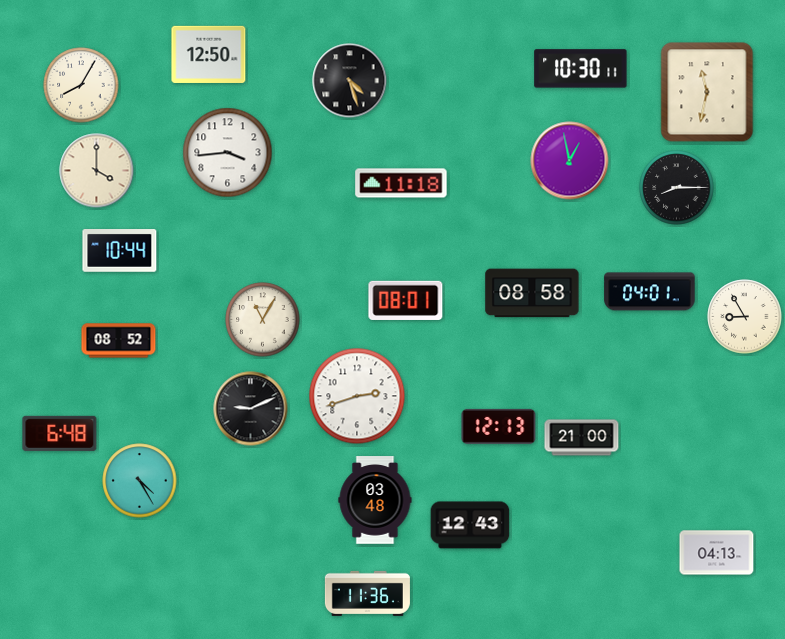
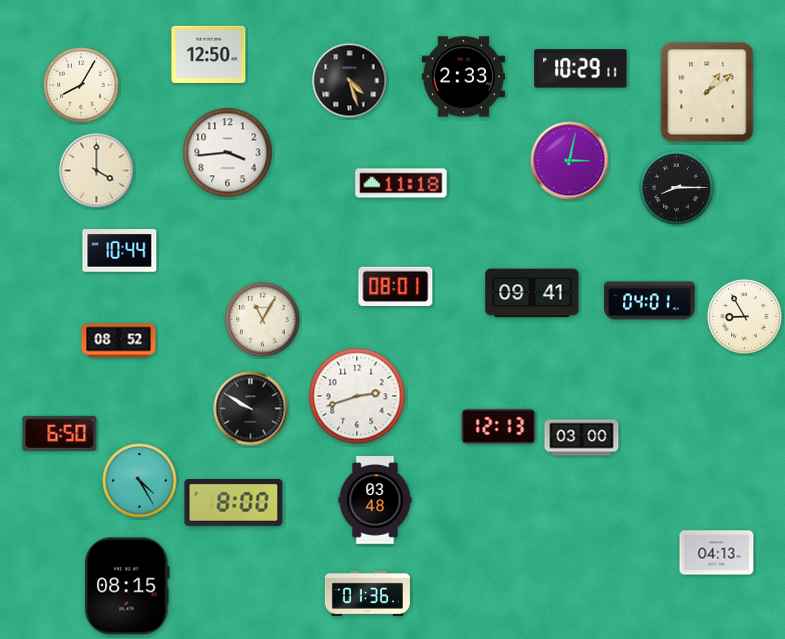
clock at (581, 69): 10:30 -> 10:29
clock at (463, 77): none -> 2:33
clock at (707, 92): 11:32 -> 1:09
clock at (570, 161): 12:58 -> 3:02
clock at (650, 292) position: (650, 292) -> (650, 301)
clock at (532, 293): 08:58 -> 09:41
clock at (406, 300) position: (406, 300) -> (396, 286)
clock at (251, 409): 9:11 -> 9:50
clock at (60, 433): 6:48 -> 6:50
clock at (582, 438): 21:00 -> 03:00
clock at (234, 503): none -> 8:00
clock at (470, 525): 12:43 -> none
clock at (127, 586): none -> 08:15
clock at (367, 593): 11:36 -> 01:36
